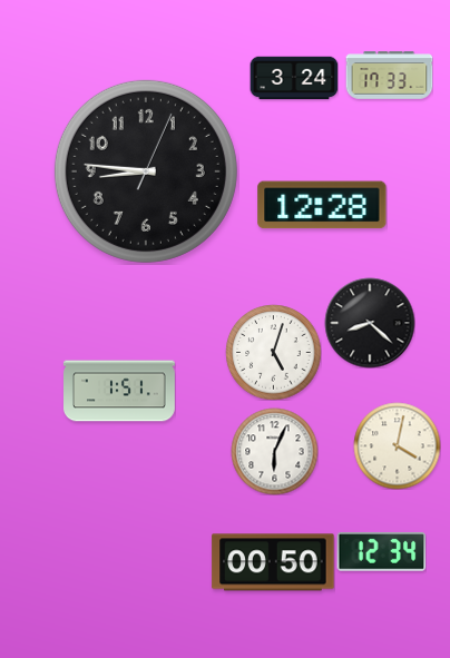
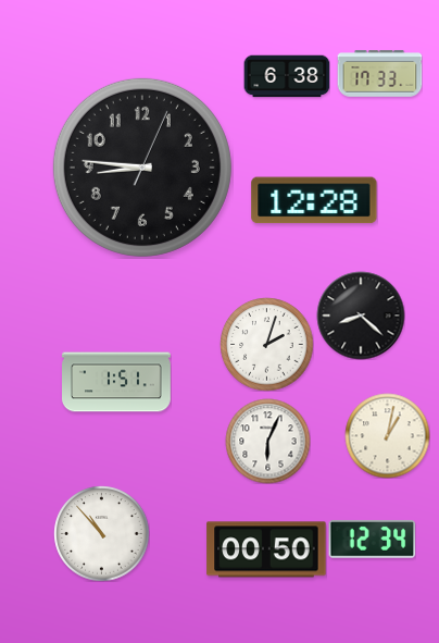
clock at (294, 78): 3:24 -> 6:38
clock at (273, 352): 5:03 -> 2:03
clock at (397, 445): 4:02 -> 1:02
clock at (101, 533): none -> 10:53
